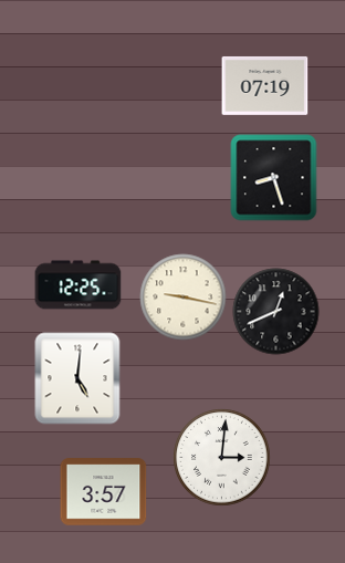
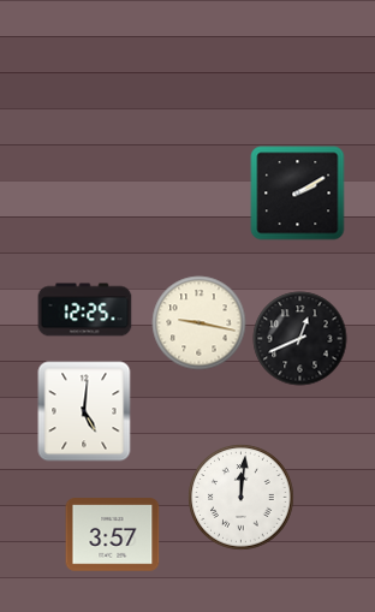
clock at (264, 85): 07:19 -> none
clock at (273, 177): 8:27 -> 2:10
clock at (221, 457): 3:01 -> 12:01
